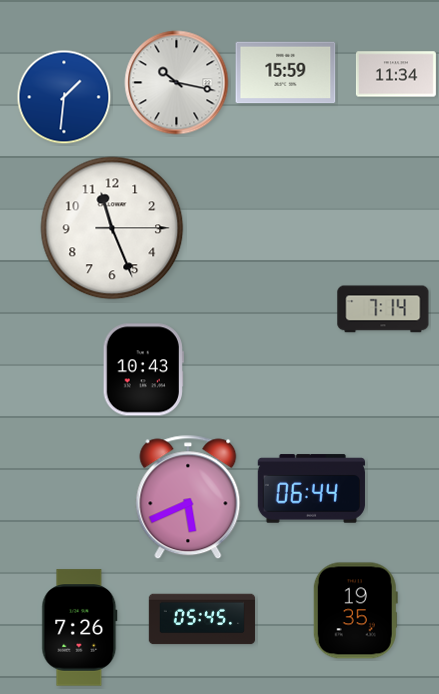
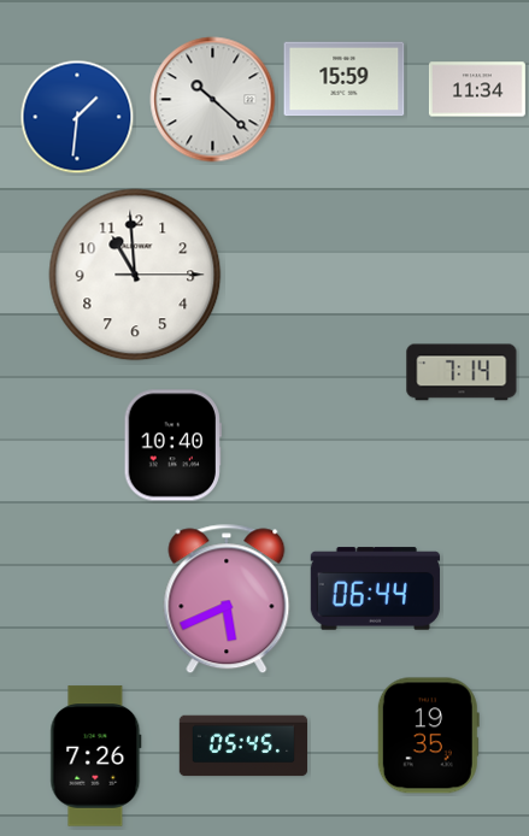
clock at (286, 73) position: (286, 73) -> (345, 80)
clock at (177, 83): 10:17 -> 10:22
clock at (112, 228): 11:26 -> 10:59
clock at (143, 370): 10:43 -> 10:40
